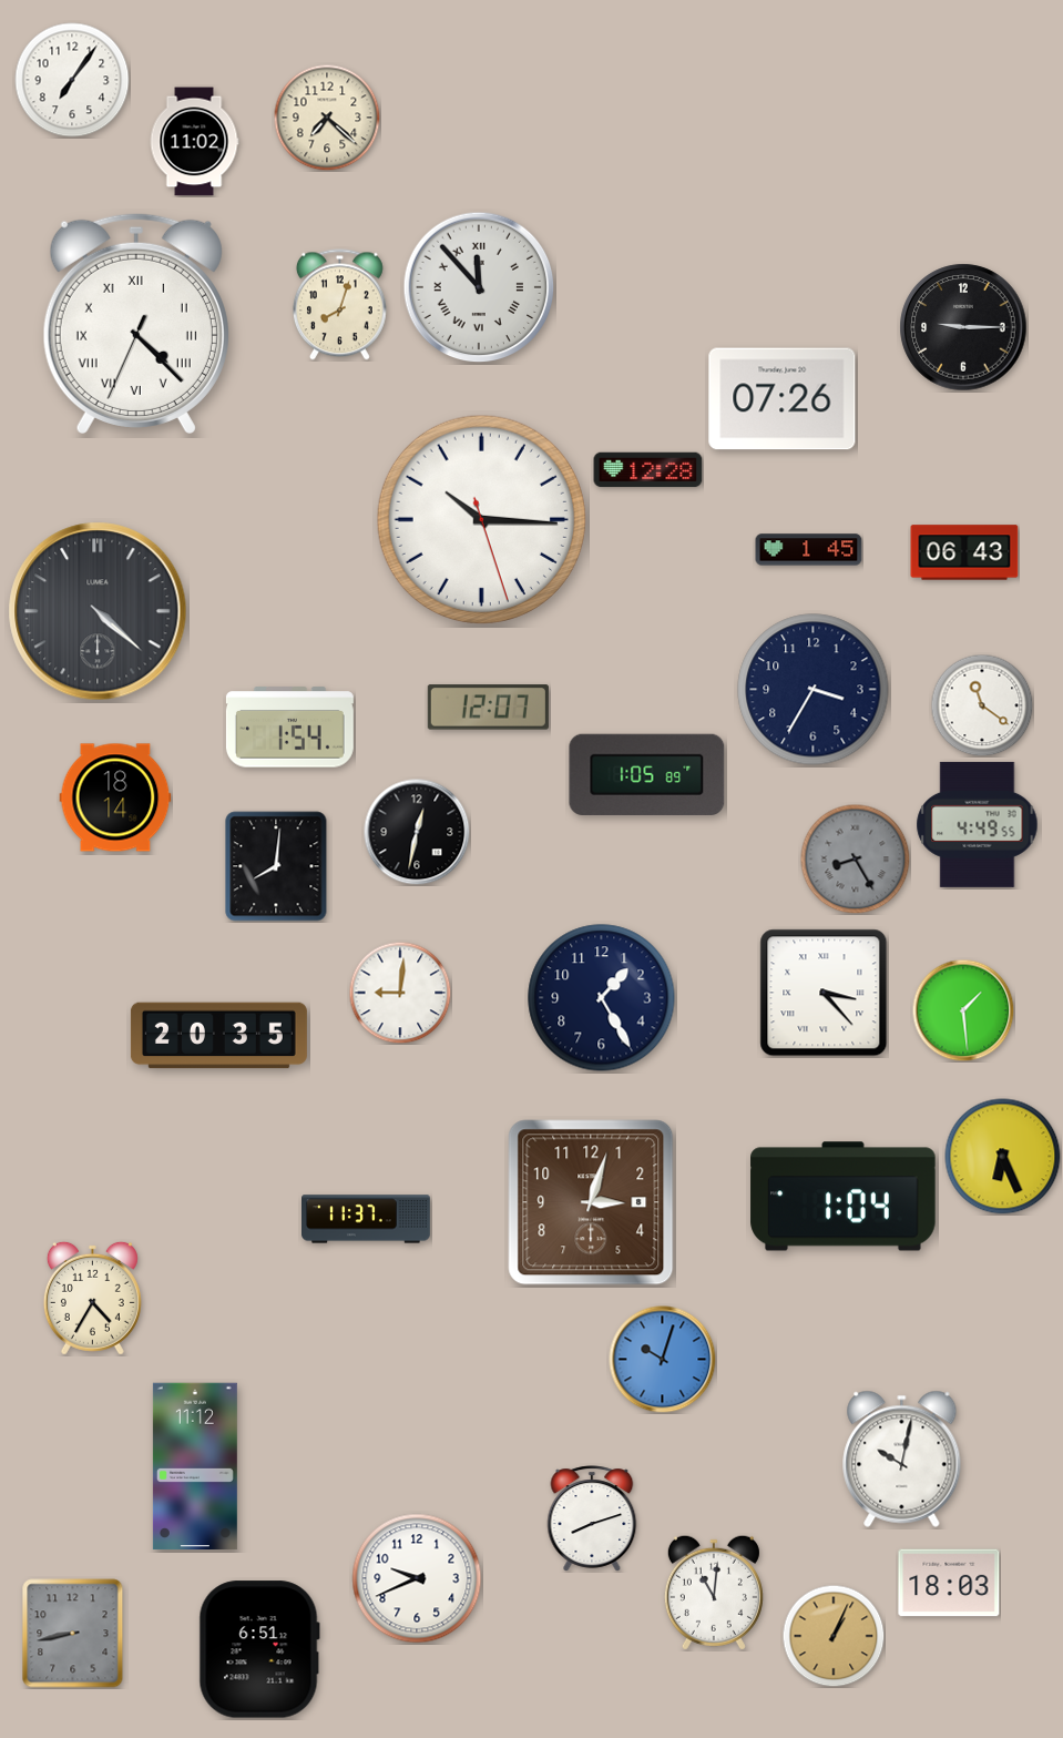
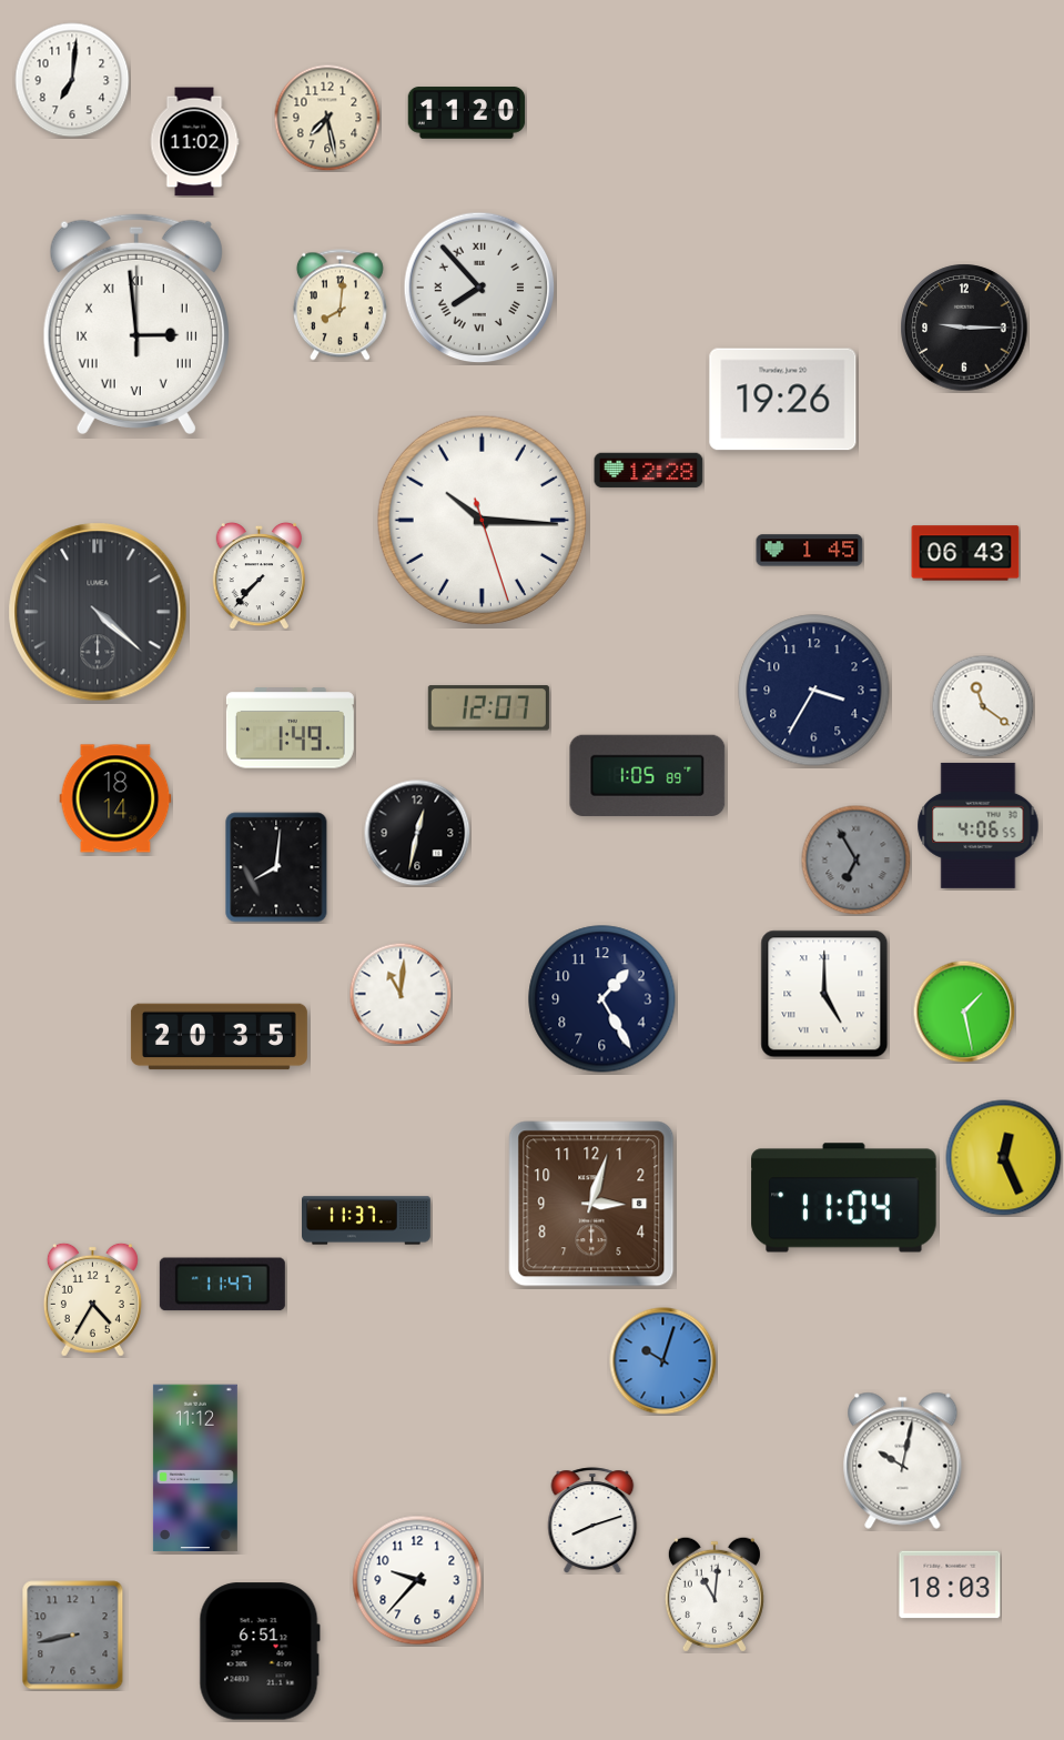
clock at (72, 80): 7:06 -> 7:01
clock at (467, 113): none -> 11:20
clock at (327, 118): 7:22 -> 7:28
clock at (479, 287): 11:53 -> 7:53
clock at (339, 305): 8:03 -> 8:01
clock at (136, 323): 4:22 -> 2:59
clock at (783, 399): 07:26 -> 19:26
clock at (259, 575): none -> 7:37
clock at (289, 728): 1:54 -> 1:49
clock at (978, 824): 4:49 -> 4:06
clock at (856, 860): 8:25 -> 6:55
clock at (400, 993): 9:01 -> 11:01
clock at (824, 993): 3:23 -> 5:00
clock at (963, 1010): 1:29 -> 1:28
clock at (1003, 1157): 6:26 -> 12:26
clock at (844, 1197): 1:04 -> 11:04
clock at (222, 1285): none -> 11:47
clock at (417, 1578): 9:41 -> 9:37
clock at (834, 1636): 1:04 -> none
